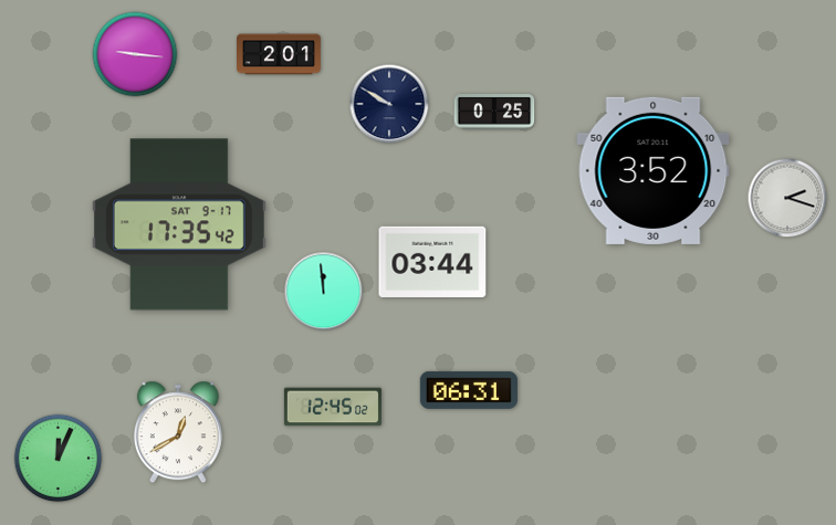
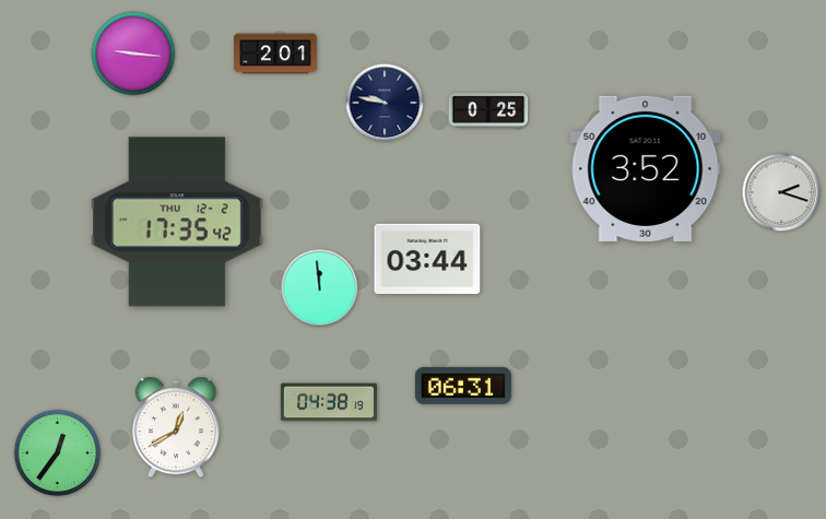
clock at (389, 104): 9:50 -> 9:47
clock at (787, 198) position: (787, 198) -> (781, 192)
clock at (179, 224) date: SAT 9-17 -> THU 12-2
clock at (333, 407): 12:45 -> 04:38
clock at (59, 459): 12:04 -> 12:36
